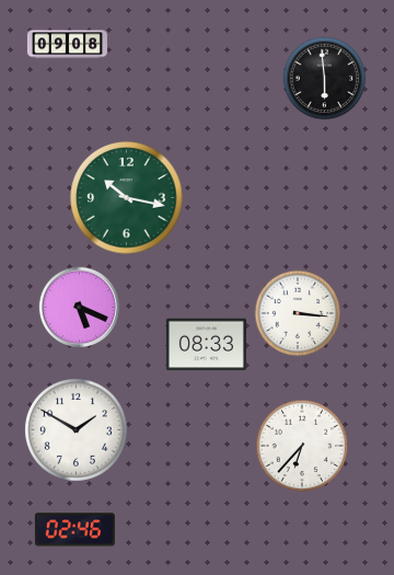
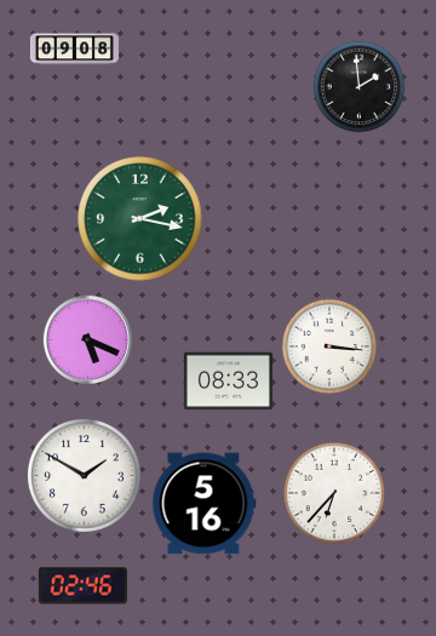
clock at (325, 79): 5:59 -> 1:59
clock at (127, 198): 10:17 -> 2:17
clock at (205, 504): none -> 5:16
